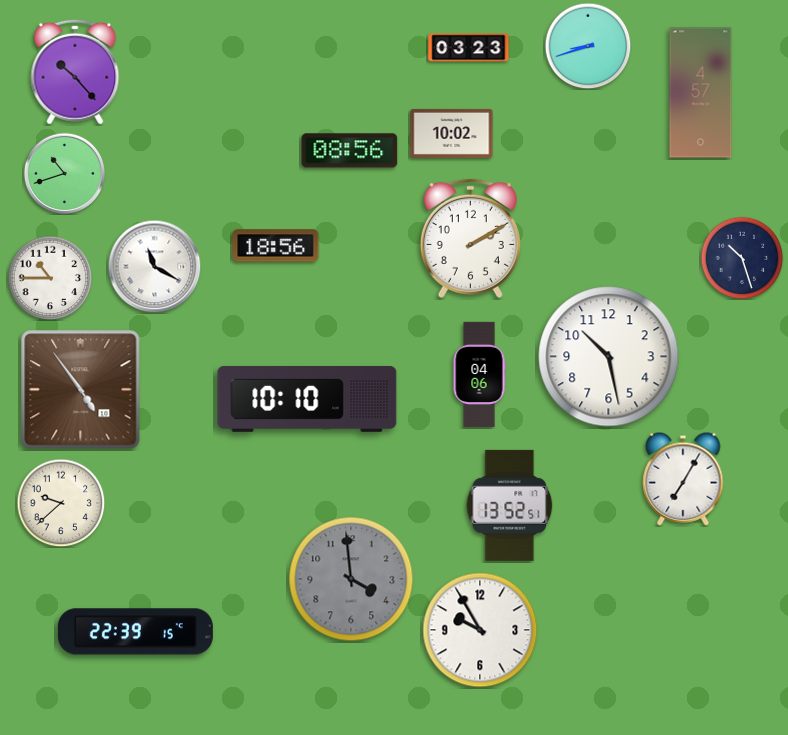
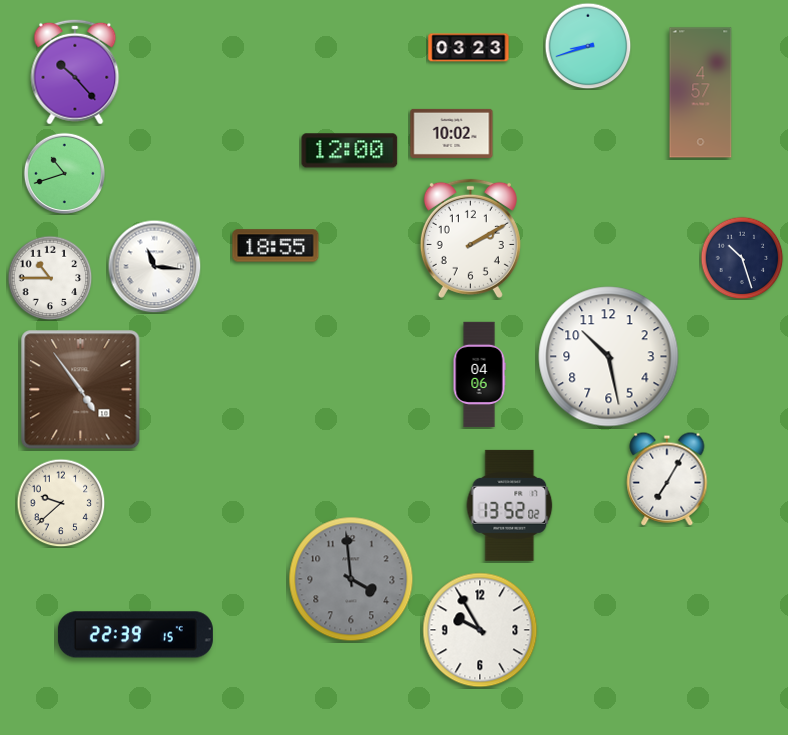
clock at (350, 151): 08:56 -> 12:00
clock at (276, 246): 18:56 -> 18:55
clock at (154, 266): 11:20 -> 11:16
clock at (307, 399): 10:10 -> none
clock at (683, 479) position: (683, 479) -> (667, 479)
clock at (510, 505): 13:52:51 -> 13:52:02
clock at (135, 632) position: (135, 632) -> (135, 635)
